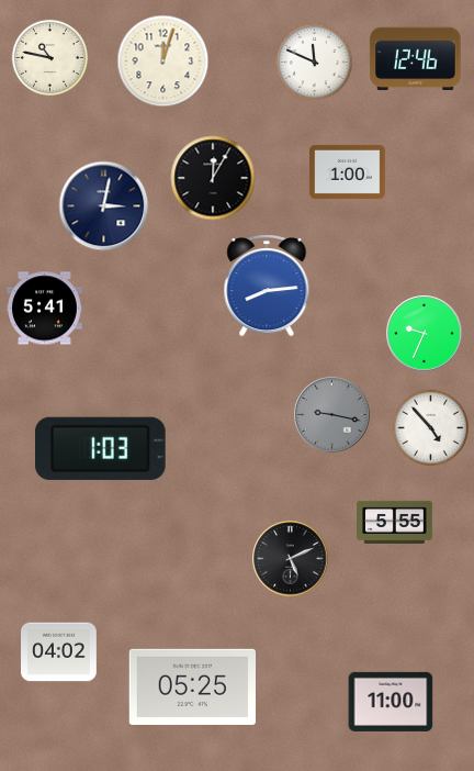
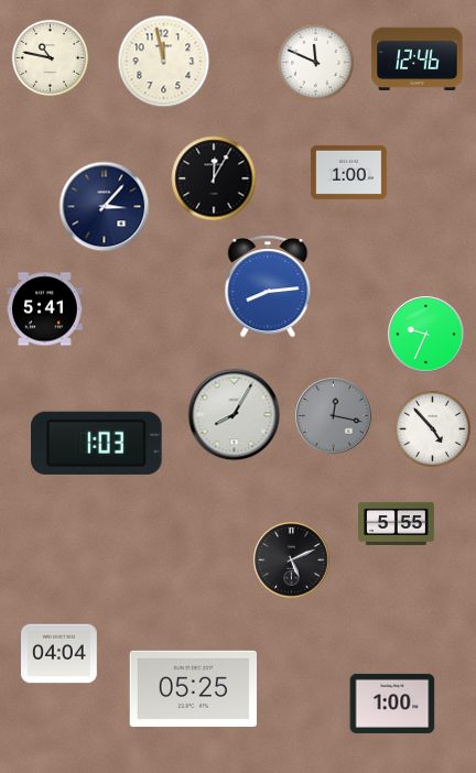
clock at (163, 62): 12:03 -> 11:58
clock at (104, 206): 3:02 -> 3:07
clock at (235, 415): none -> 8:05
clock at (332, 415): 9:17 -> 12:17
clock at (101, 448) position: (101, 448) -> (97, 443)
clock at (59, 652): 04:02 -> 04:04
clock at (391, 702): 11:00 -> 1:00
